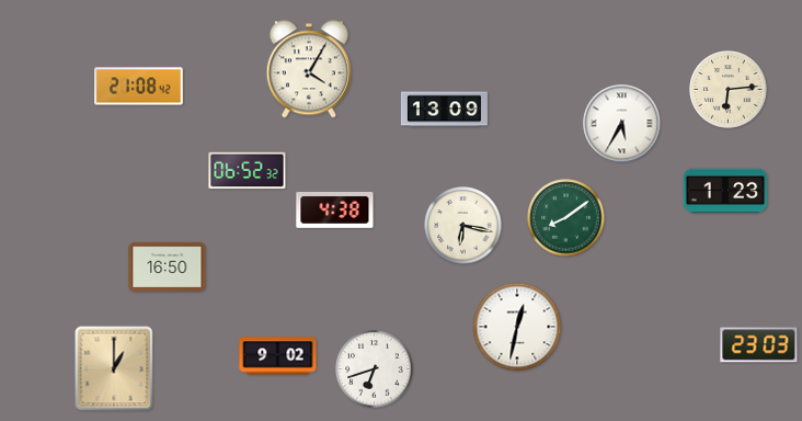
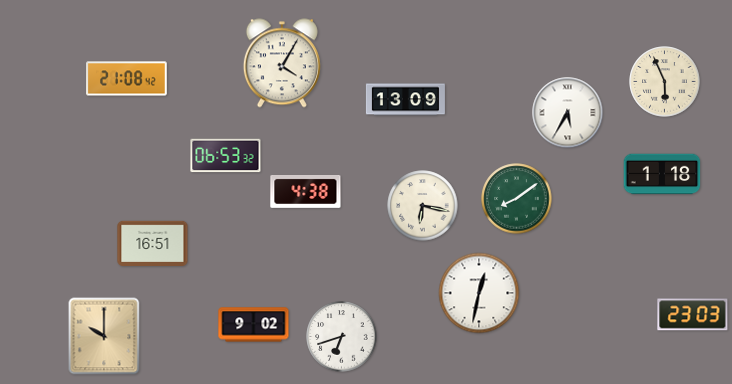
clock at (729, 90): 6:14 -> 5:56
clock at (248, 171): 06:52 -> 06:53
clock at (725, 191): 1:23 -> 1:18
clock at (168, 266): 16:50 -> 16:51
clock at (517, 327) position: (517, 327) -> (479, 293)
clock at (114, 368): 1:00 -> 10:00
